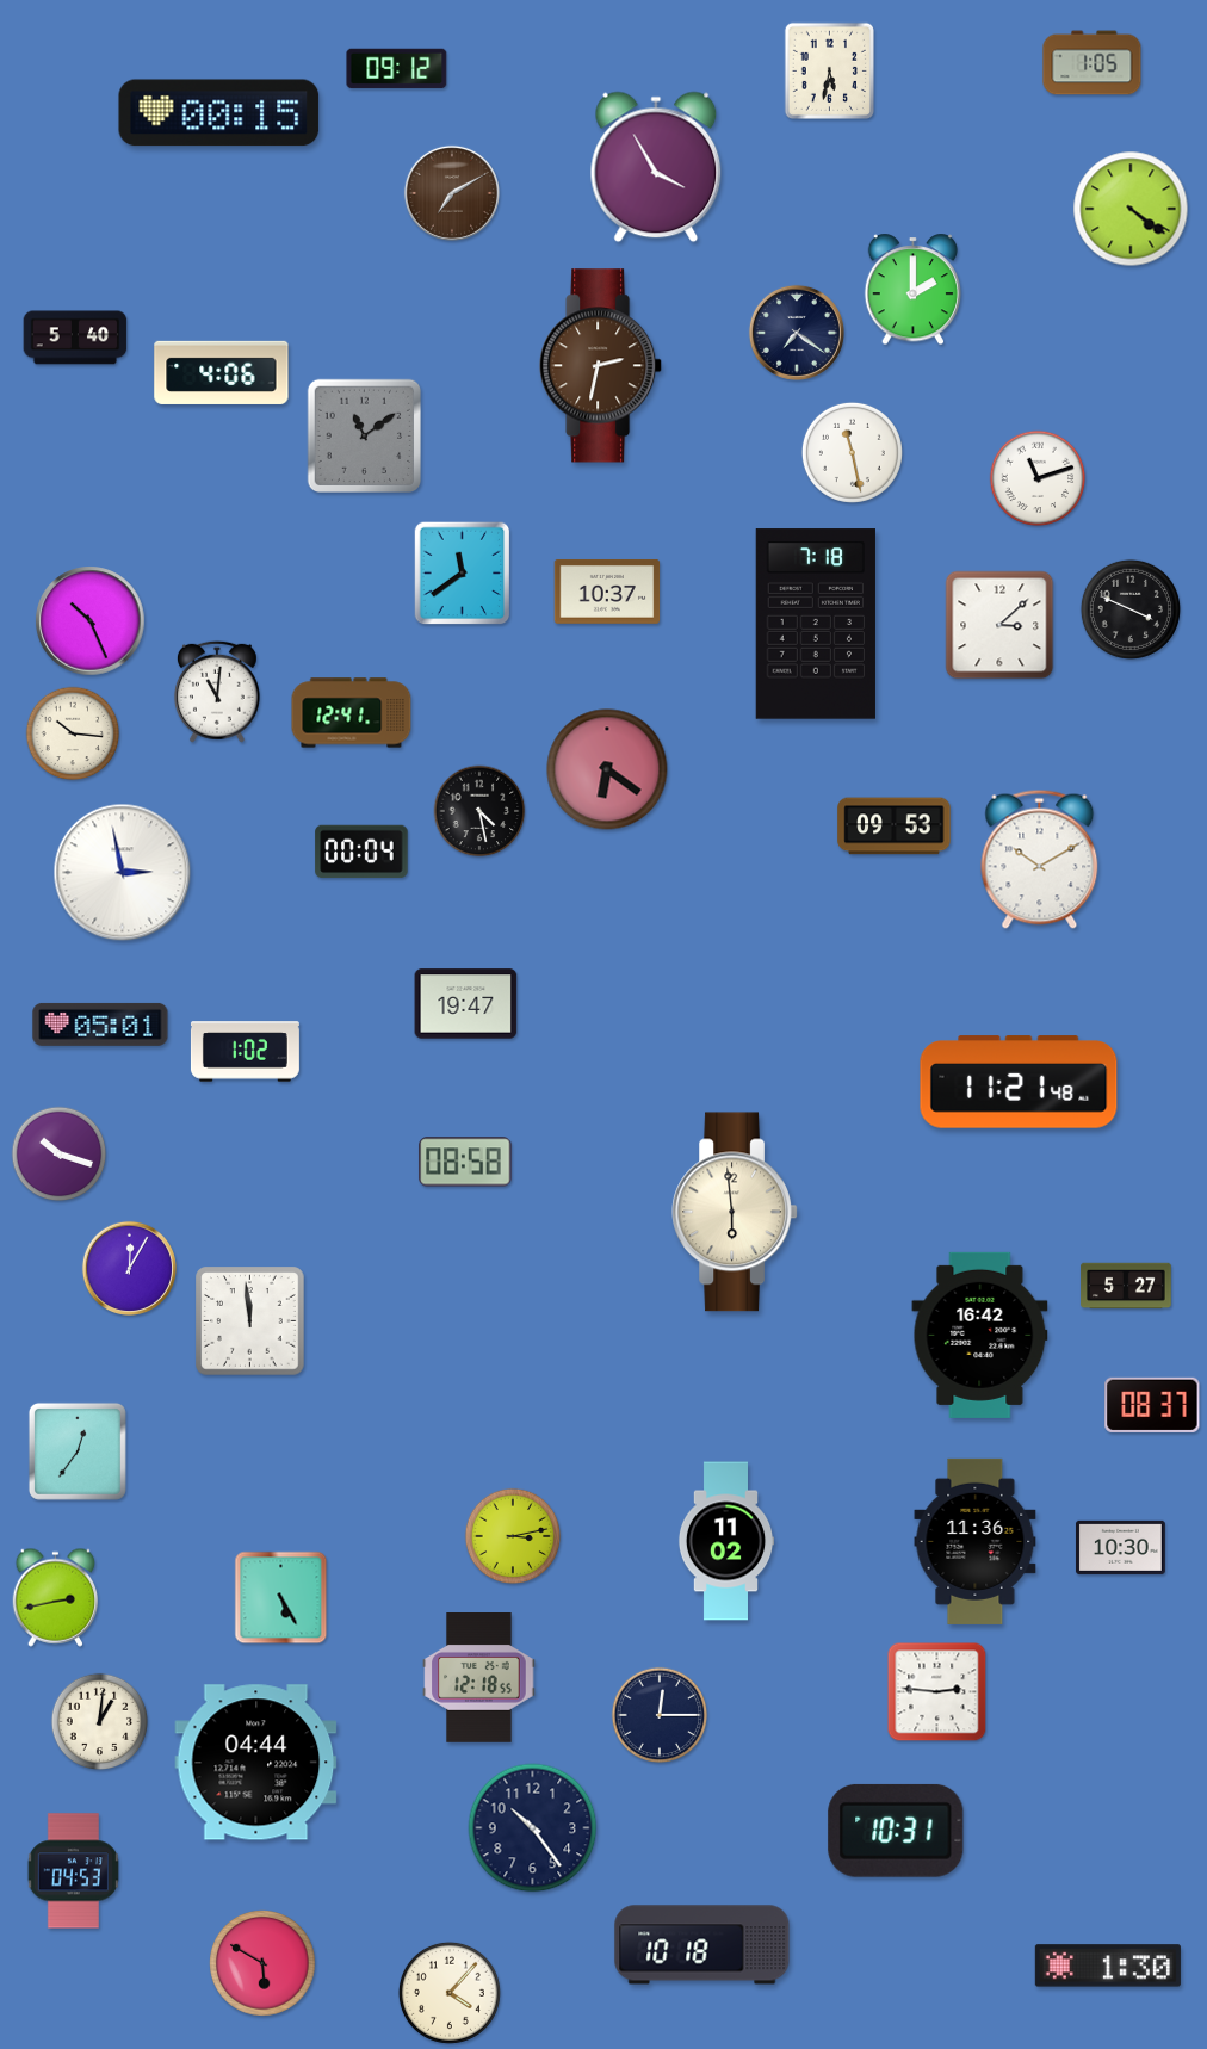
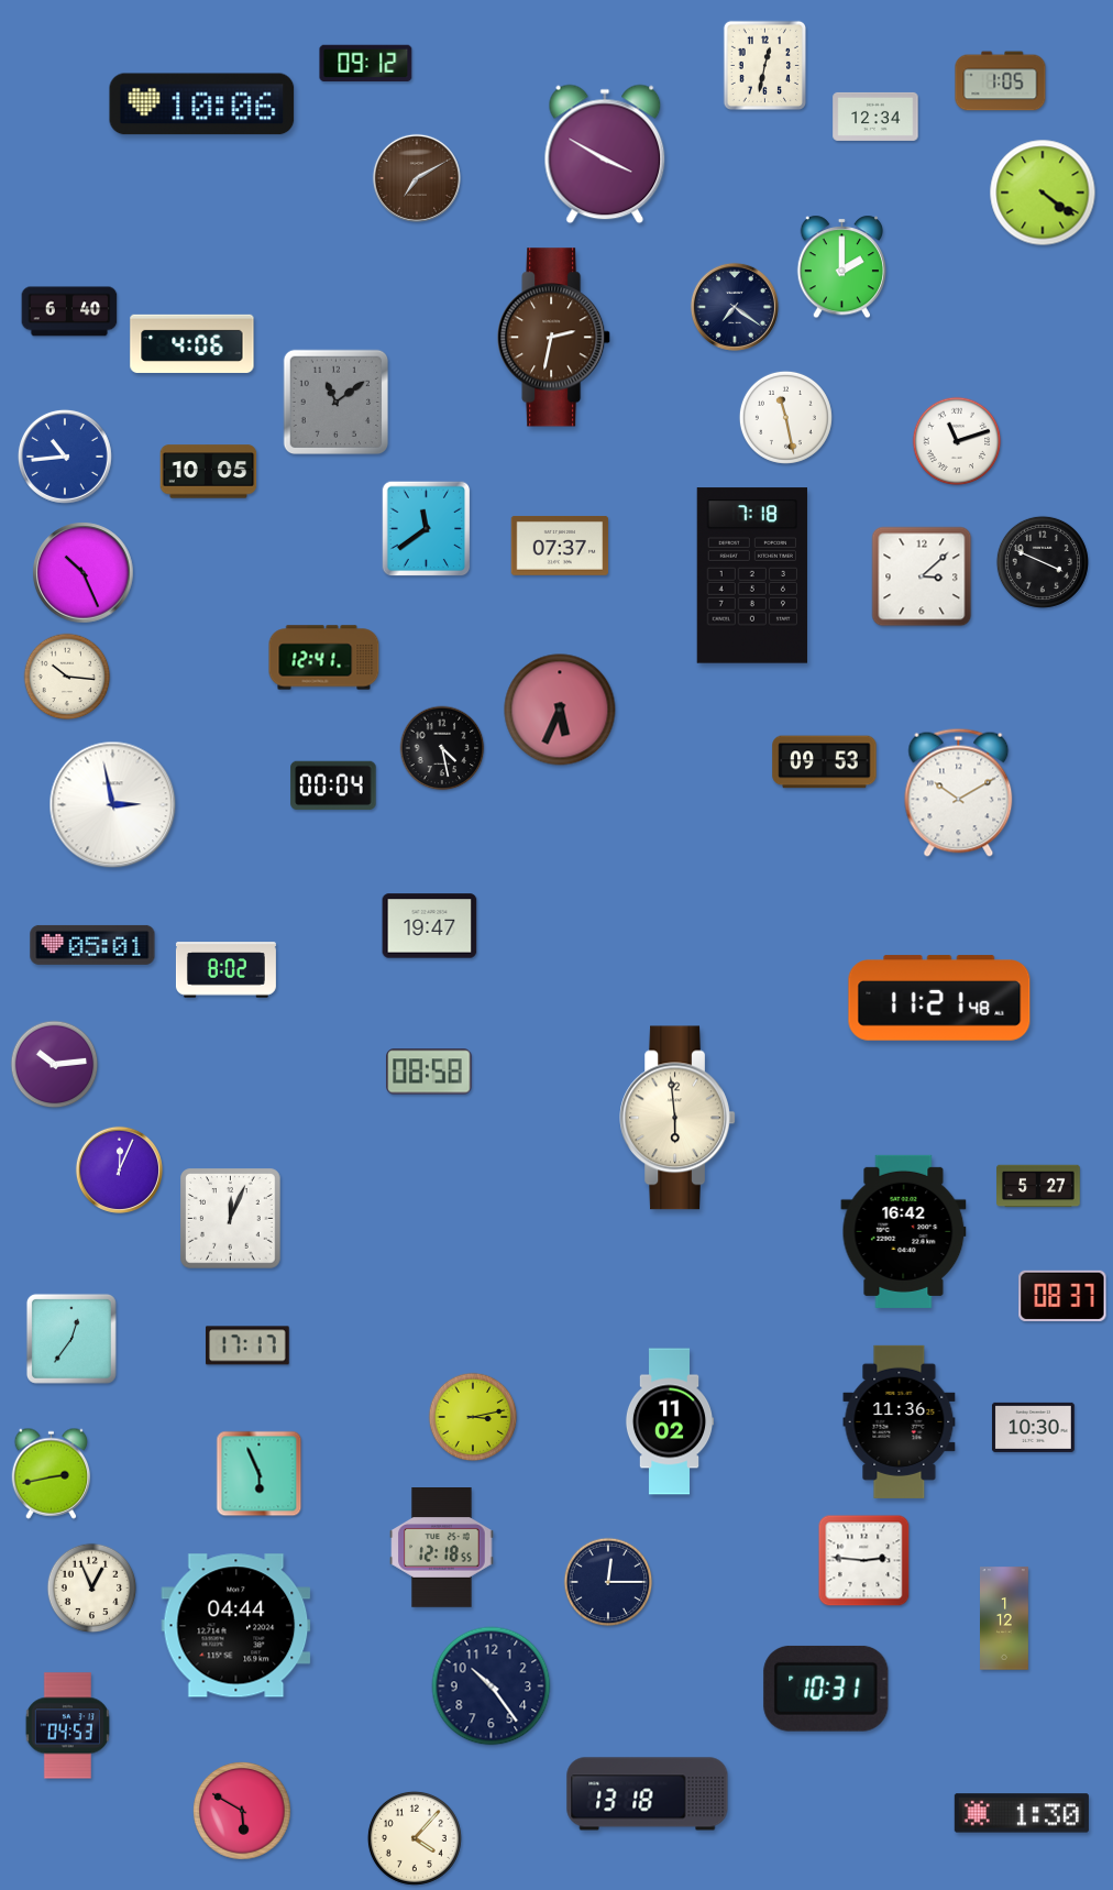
clock at (1093, 63) position: (1093, 63) -> (1001, 81)
clock at (829, 70): 5:32 -> 12:32
clock at (219, 113): 00:15 -> 10:06
clock at (875, 117): none -> 12:34
clock at (656, 167): 3:55 -> 3:50
clock at (75, 338): 5:40 -> 6:40
clock at (222, 372) position: (222, 372) -> (192, 343)
clock at (65, 457): none -> 10:44
clock at (209, 472): none -> 10:05
clock at (607, 592): 10:37 -> 07:37
clock at (217, 692): 11:01 -> none
clock at (607, 769): 6:21 -> 5:34
clock at (245, 1052): 1:02 -> 8:02
clock at (60, 1155): 10:18 -> 10:14
clock at (129, 1268): 12:05 -> 12:04
clock at (250, 1321): 11:59 -> 12:04
clock at (247, 1345): none -> 17:17
clock at (281, 1598): 5:25 -> 5:56
clock at (100, 1722): 1:01 -> 12:56
clock at (1005, 1618): none -> 1:12
clock at (702, 1945): 10:18 -> 13:18
